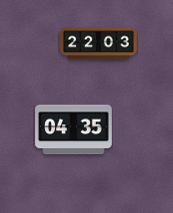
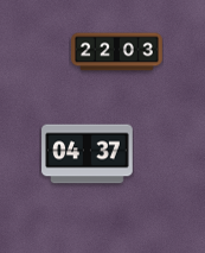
clock at (74, 130): 04:35 -> 04:37
